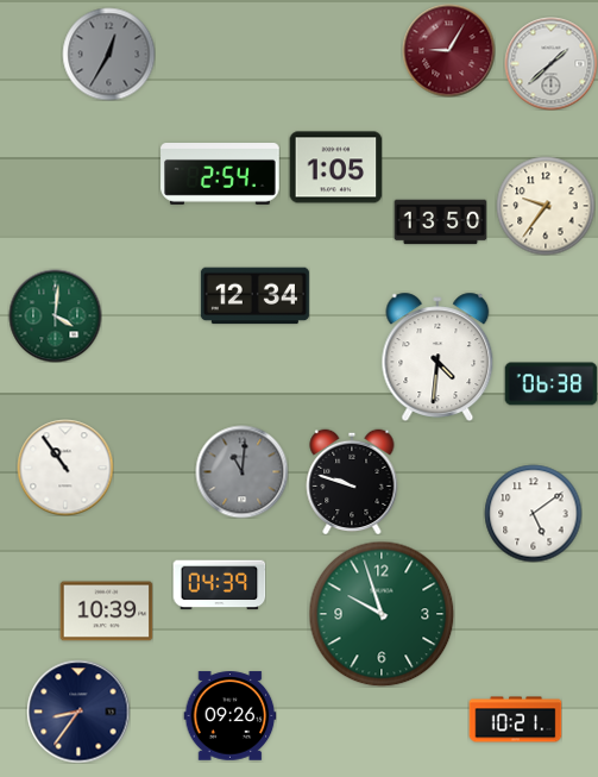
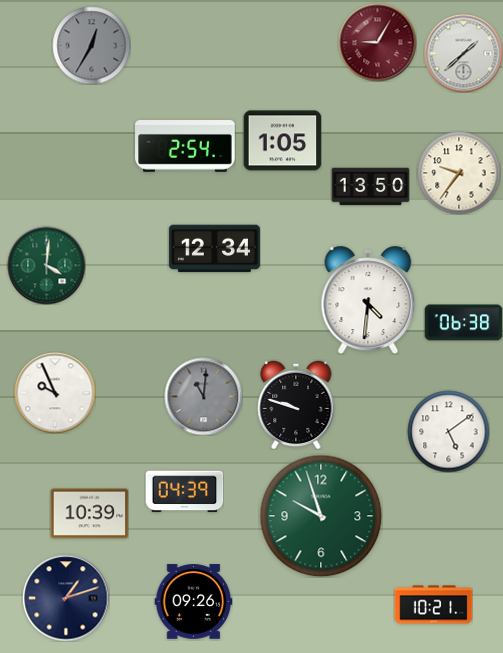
clock at (65, 468): 10:54 -> 9:56
clock at (78, 712): 8:36 -> 1:12
